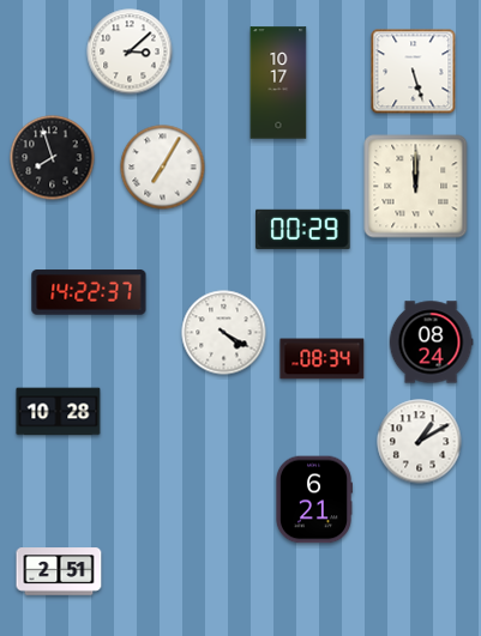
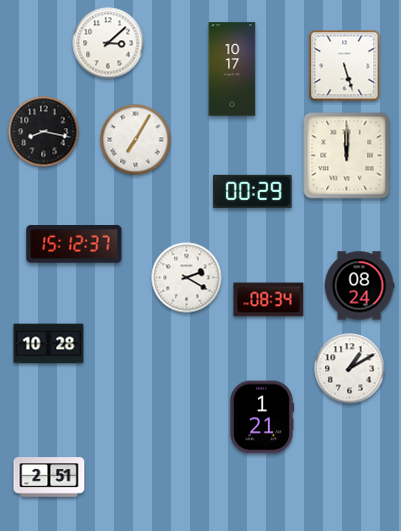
clock at (414, 72) position: (414, 72) -> (345, 66)
clock at (53, 158): 7:57 -> 8:17
clock at (89, 292): 14:22 -> 15:12
clock at (224, 333): 4:20 -> 2:20
clock at (313, 499): 6:21 -> 1:21
